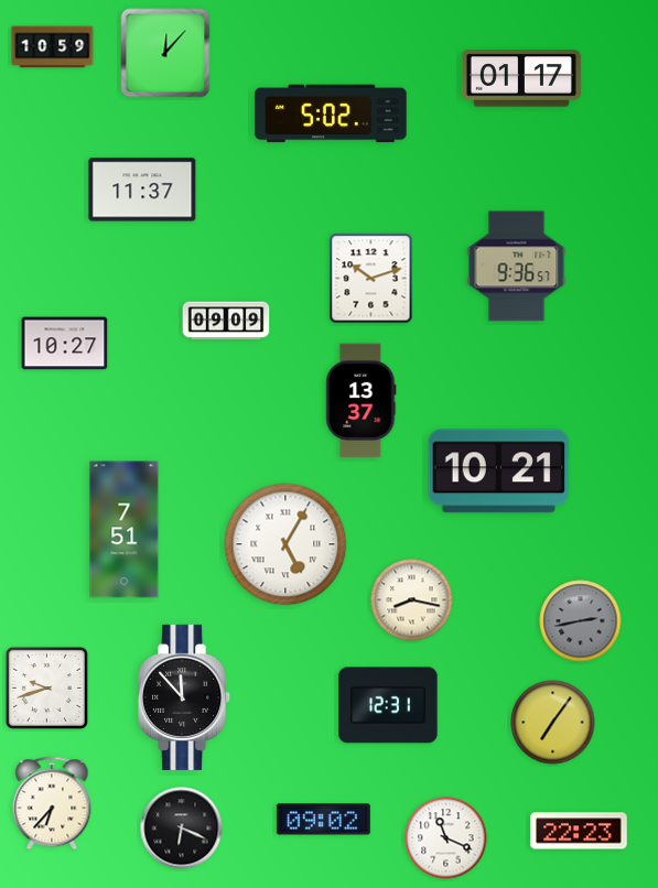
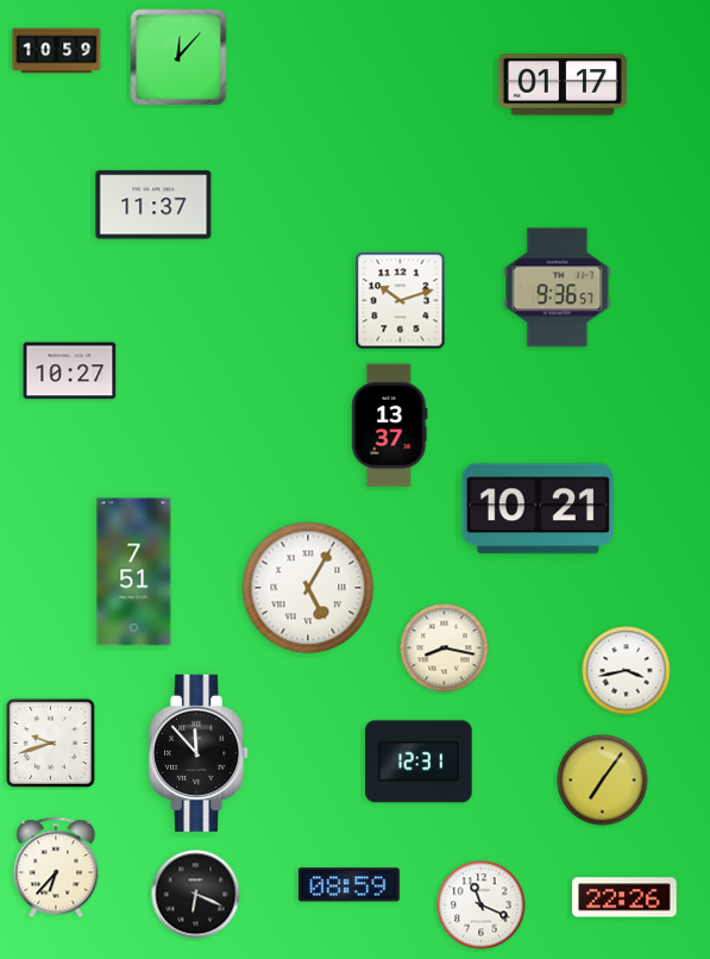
clock at (331, 113): 5:02 -> none
clock at (226, 321): 09:09 -> none
clock at (362, 401) position: (362, 401) -> (390, 426)
clock at (581, 621): 2:43 -> 3:43
clock at (581, 621) dial: grey -> white
clock at (553, 723) position: (553, 723) -> (603, 781)
clock at (323, 820): 09:02 -> 08:59
clock at (579, 831): 22:23 -> 22:26
